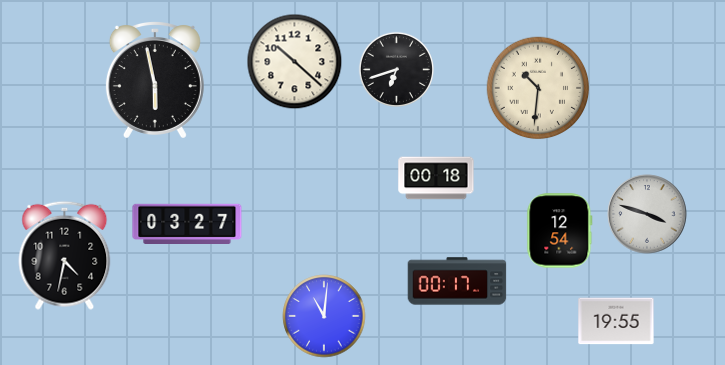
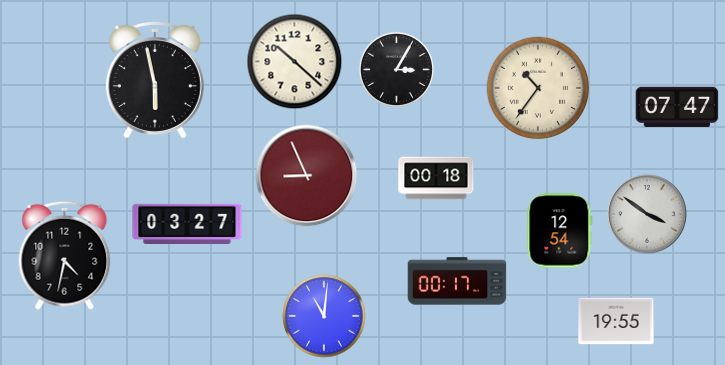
clock at (396, 69): 6:42 -> 3:05
clock at (538, 88): 10:31 -> 10:36
clock at (677, 106): none -> 07:47
clock at (307, 176): none -> 8:56
clock at (647, 214): 3:48 -> 3:51
